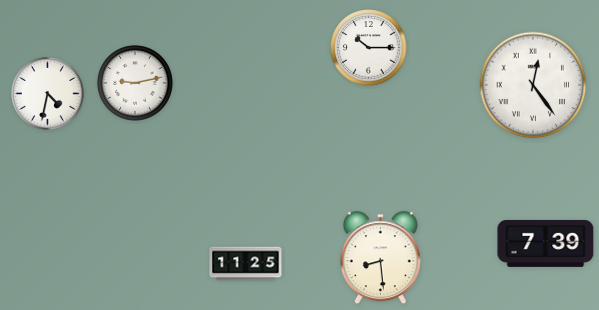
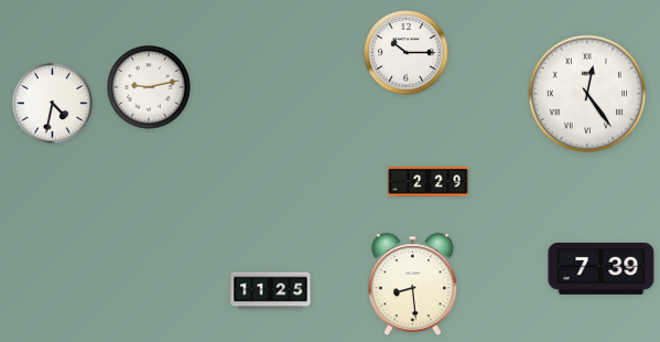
clock at (135, 83) position: (135, 83) -> (149, 87)
clock at (429, 182): none -> 2:29
clock at (380, 258) position: (380, 258) -> (412, 285)
